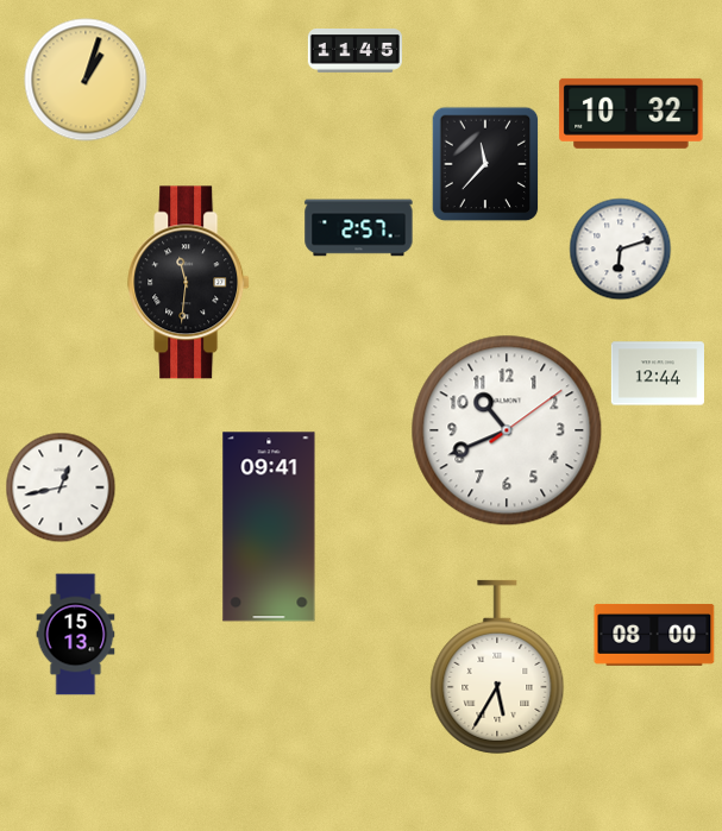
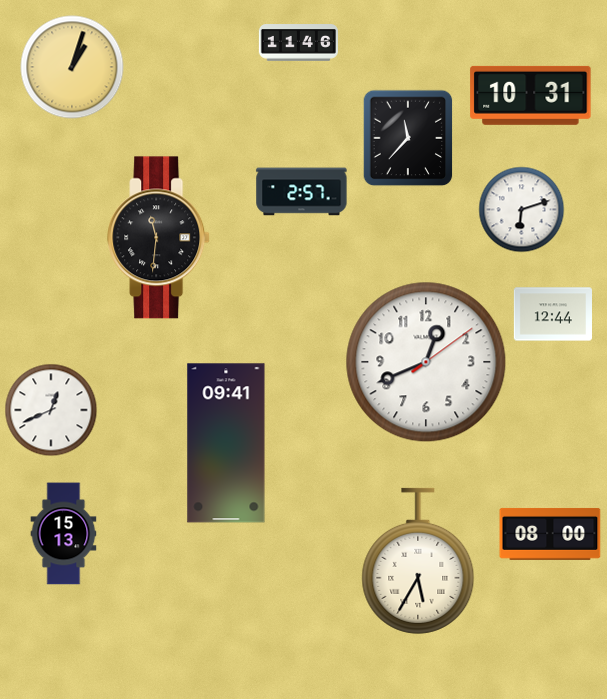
clock at (354, 51): 11:45 -> 11:46
clock at (632, 113): 10:32 -> 10:31
clock at (507, 430): 10:41 -> 12:41
clock at (61, 487): 12:43 -> 12:41
